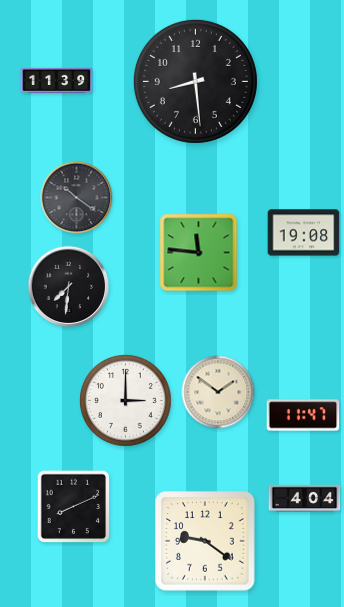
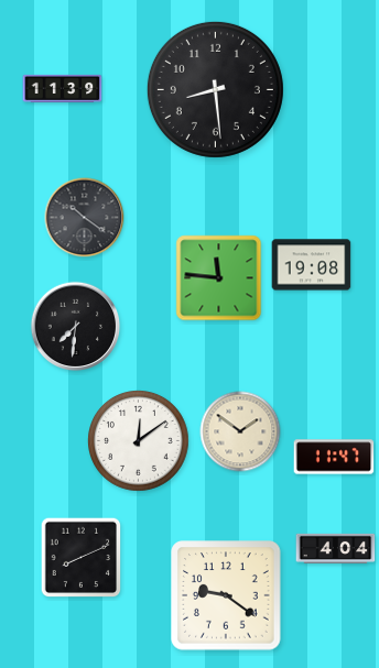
clock at (304, 233) position: (304, 233) -> (312, 265)
clock at (69, 287) position: (69, 287) -> (76, 327)
clock at (126, 401): 3:00 -> 12:09
